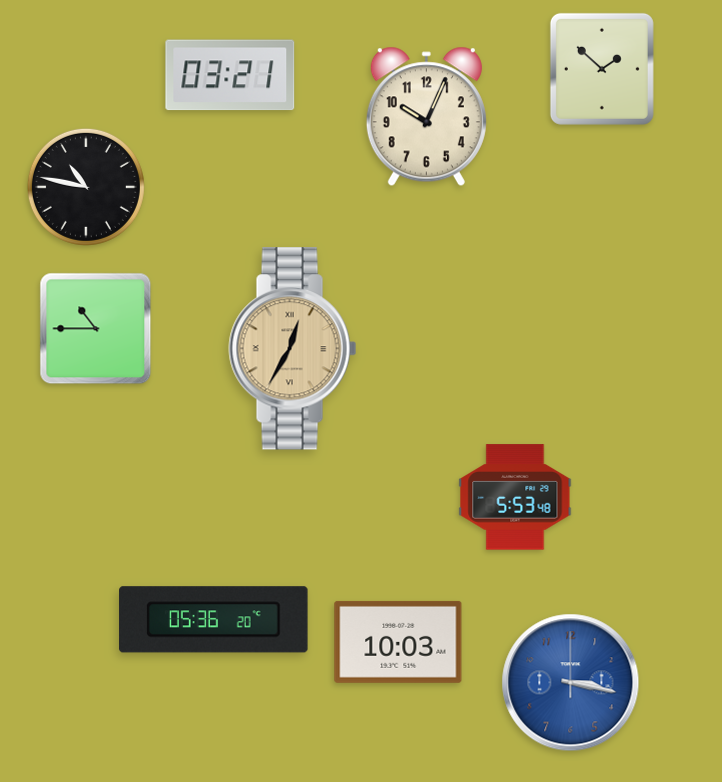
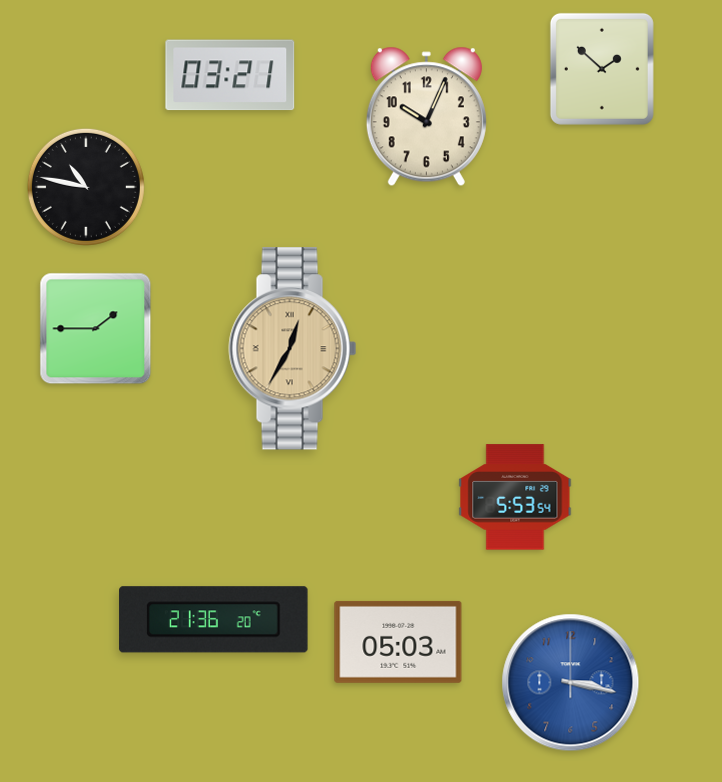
clock at (96, 329): 10:45 -> 1:45
clock at (515, 497): 5:53:48 -> 5:53:54
clock at (214, 620): 05:36 -> 21:36
clock at (398, 642): 10:03 -> 05:03
